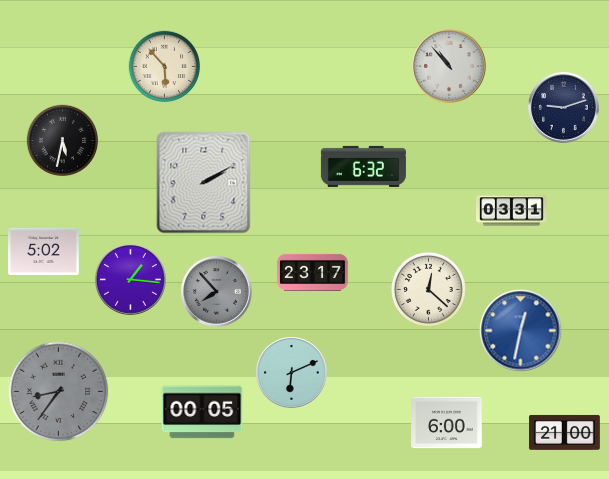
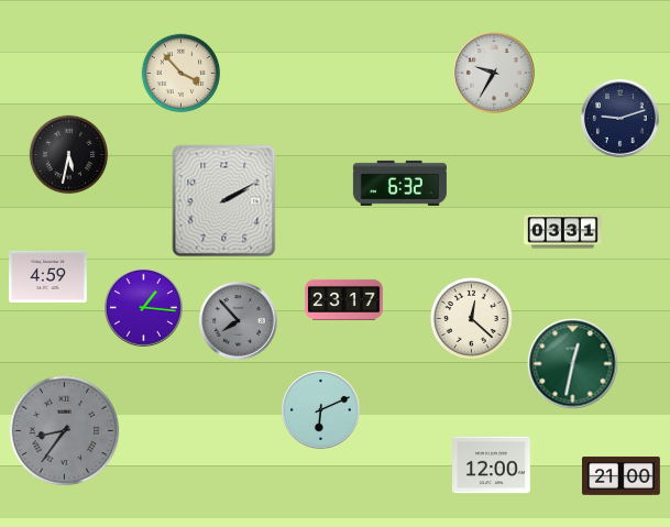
clock at (449, 66): 10:53 -> 9:35
clock at (165, 67): 5:53 -> 3:53
clock at (44, 251): 5:02 -> 4:59
clock at (521, 331) dial: blue -> green
clock at (202, 412): 00:05 -> none
clock at (447, 423): 6:00 -> 12:00
